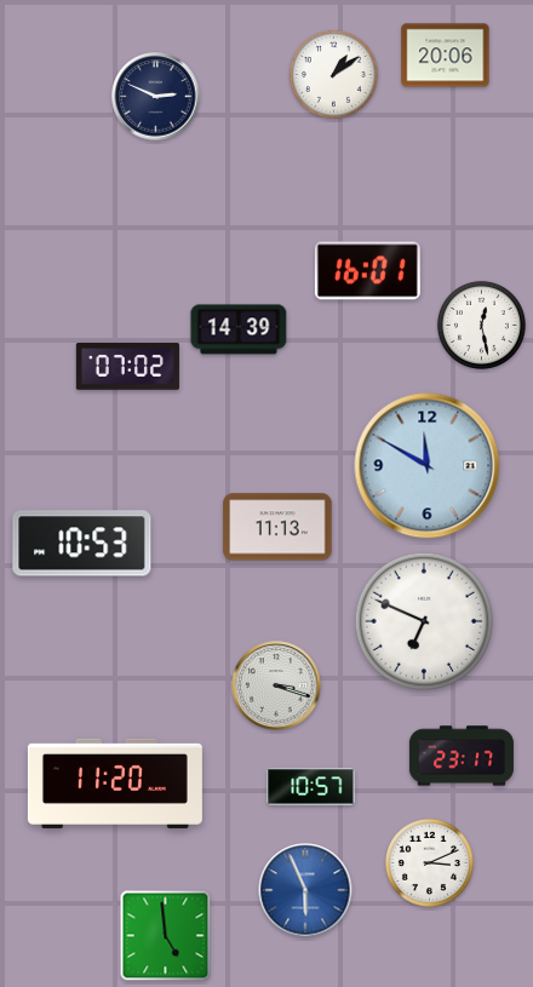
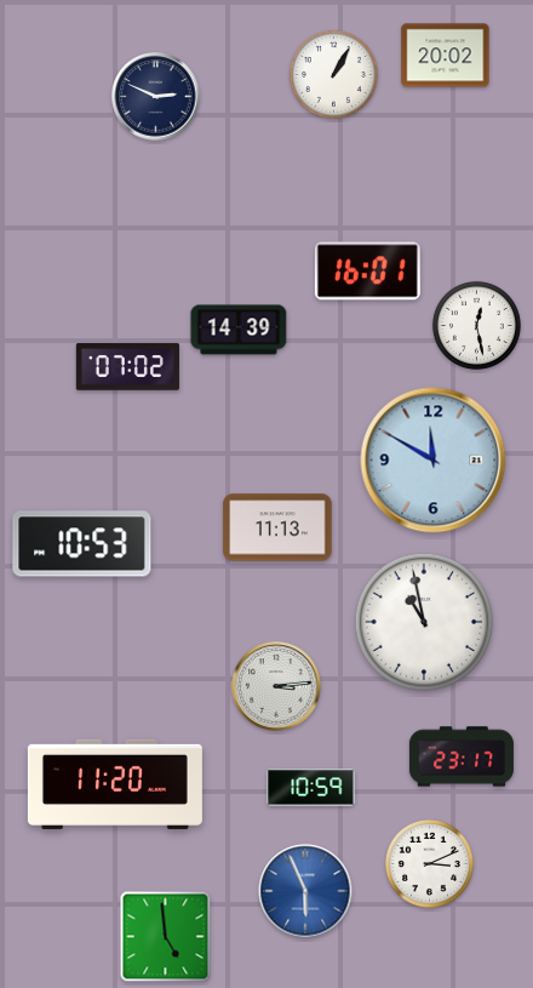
clock at (446, 56): 20:06 -> 20:02
clock at (333, 74): 1:09 -> 1:05
clock at (481, 325) position: (481, 325) -> (476, 325)
clock at (428, 466) position: (428, 466) -> (434, 461)
clock at (423, 620): 6:49 -> 10:58
clock at (276, 685): 3:18 -> 3:14
clock at (311, 787): 10:57 -> 10:59
